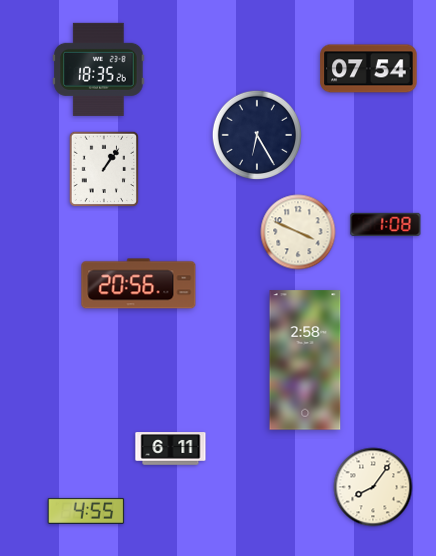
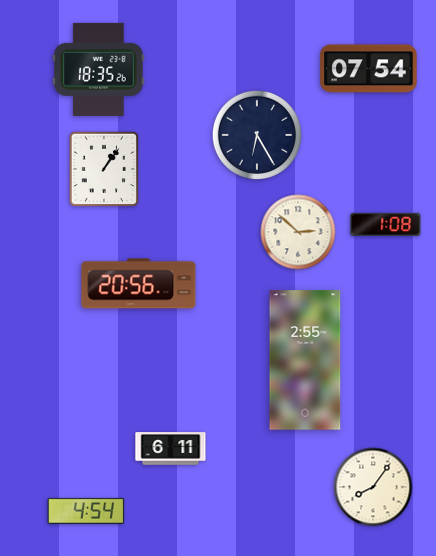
clock at (298, 232): 3:49 -> 2:52
clock at (305, 360): 2:58 -> 2:55
clock at (86, 511): 4:55 -> 4:54
